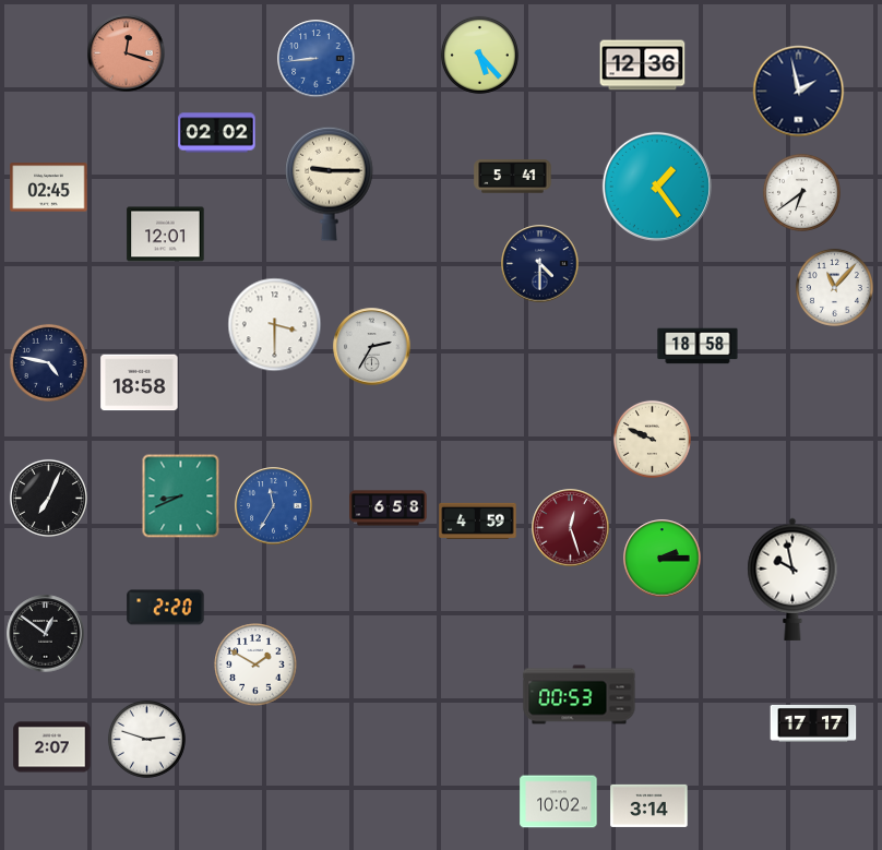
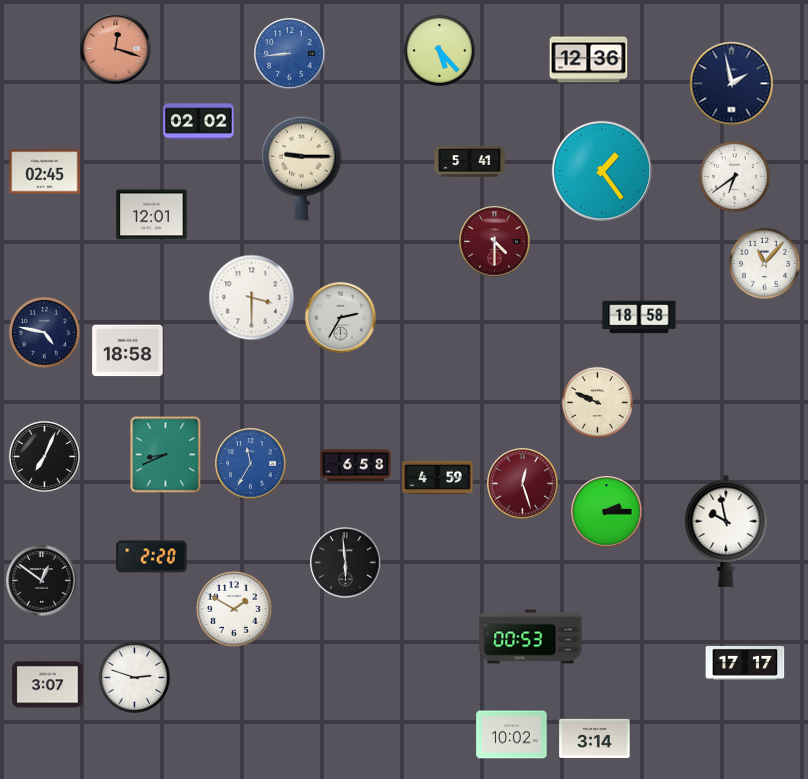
clock at (540, 264) dial: navy -> burgundy
clock at (346, 563): none -> 5:59
clock at (52, 747): 2:07 -> 3:07
